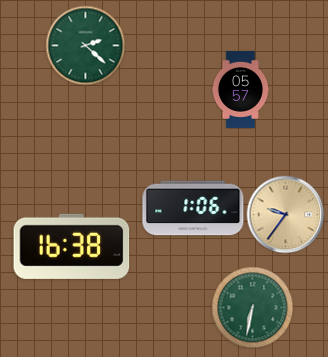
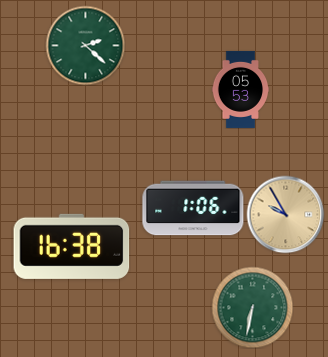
clock at (241, 89): 05:57 -> 05:53
clock at (285, 214): 9:36 -> 9:55
